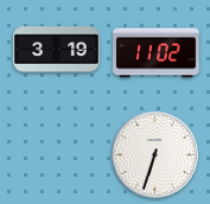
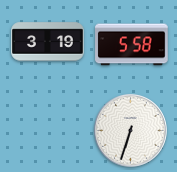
clock at (157, 53): 11:02 -> 5:58
